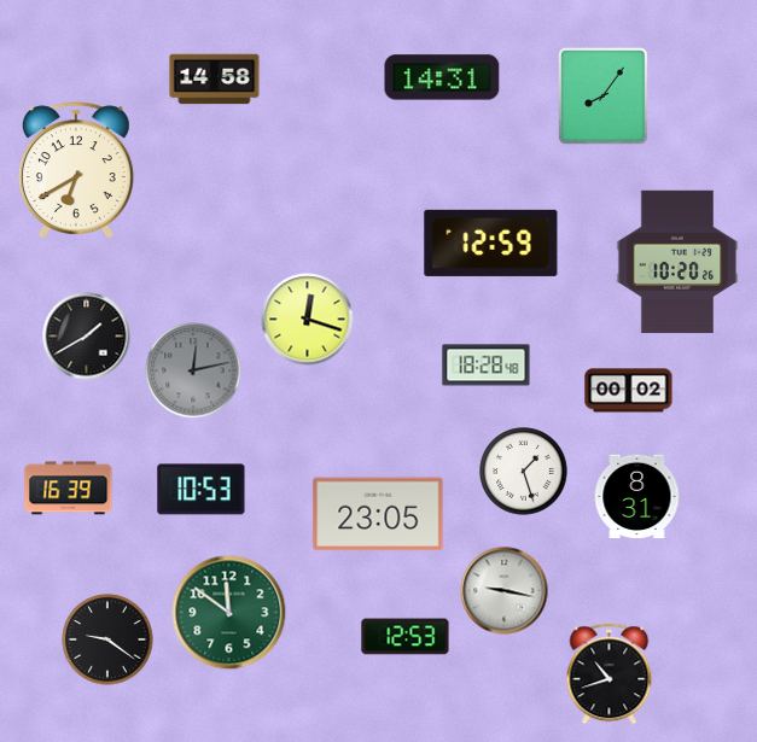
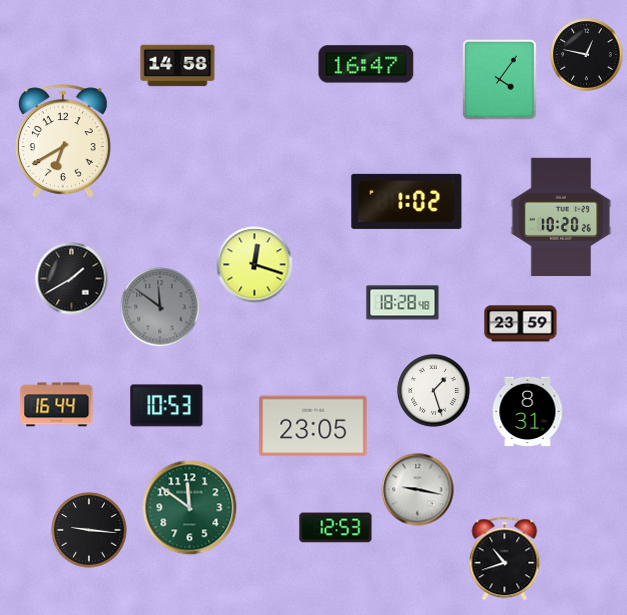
clock at (587, 55): none -> 12:47
clock at (442, 77): 14:31 -> 16:47
clock at (604, 97): 8:06 -> 4:06
clock at (491, 243): 12:59 -> 1:02
clock at (193, 370): 12:13 -> 11:51
clock at (629, 391): 00:02 -> 23:59
clock at (69, 489): 16:39 -> 16:44
clock at (107, 639): 9:21 -> 9:16
